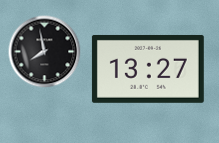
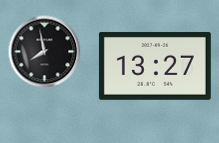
clock at (148, 69) position: (148, 69) -> (155, 66)
